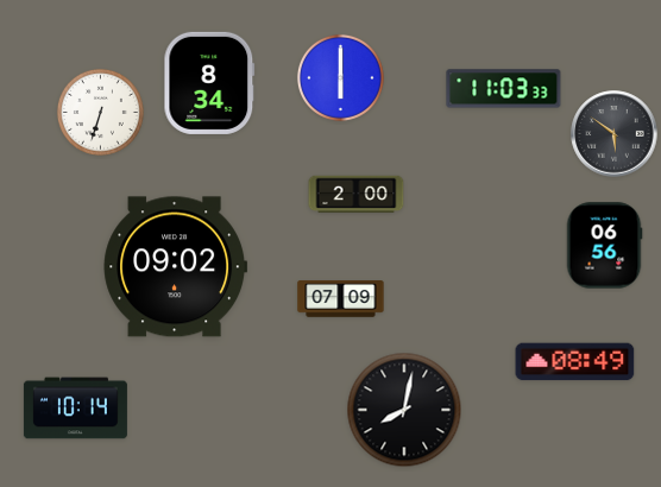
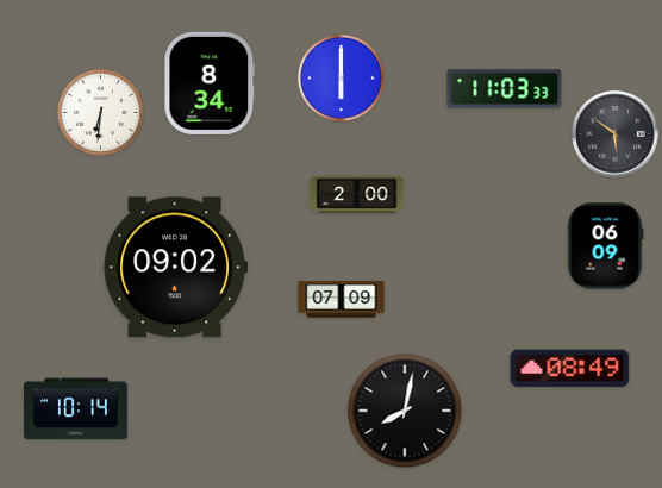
clock at (100, 112): 6:33 -> 6:31
clock at (604, 246): 06:56 -> 06:09
clock at (575, 362) position: (575, 362) -> (570, 369)
